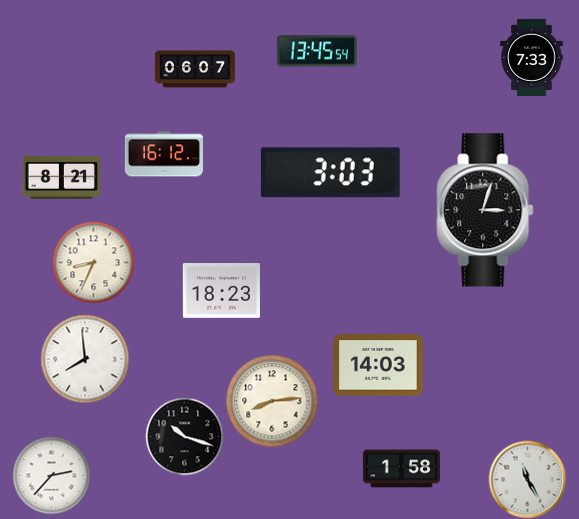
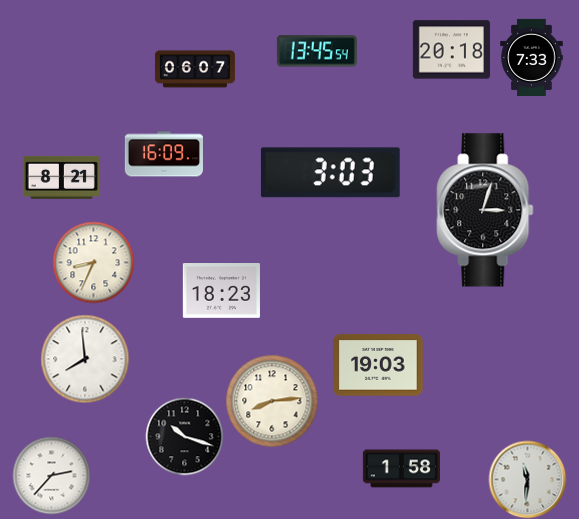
clock at (451, 50): none -> 20:18
clock at (164, 154): 16:12 -> 16:09
clock at (378, 365): 14:03 -> 19:03
clock at (527, 479): 11:25 -> 11:31
